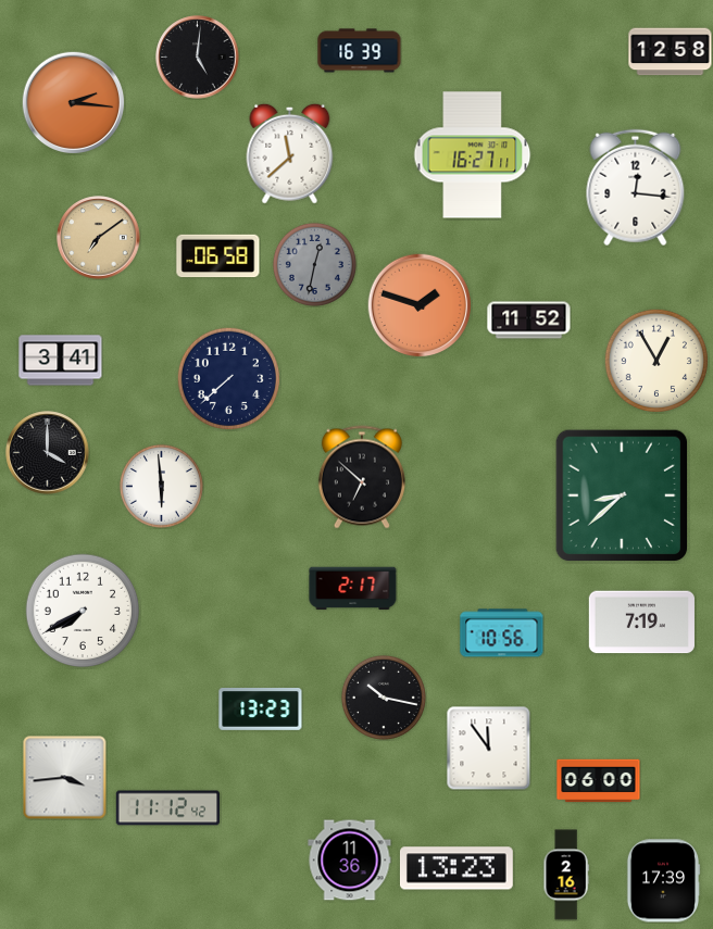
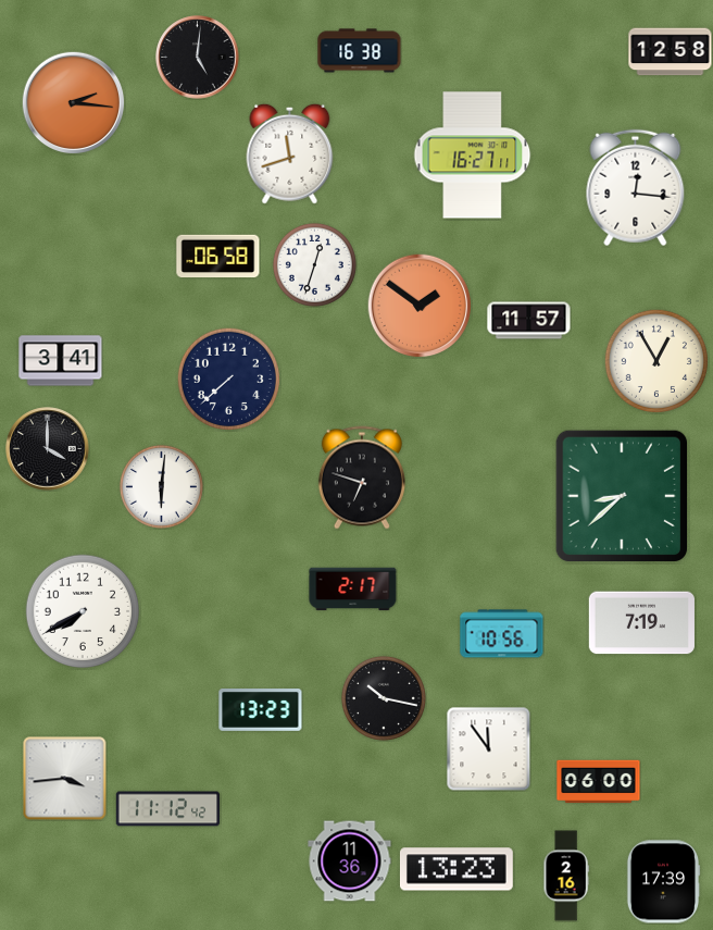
clock at (360, 51): 16:39 -> 16:38
clock at (290, 153): 11:38 -> 11:42
clock at (99, 238): 7:09 -> none
clock at (314, 264): 12:32 -> 12:33
clock at (314, 264) dial: grey -> white
clock at (420, 305): 1:48 -> 1:51
clock at (529, 321): 11:52 -> 11:57
clock at (48, 453) position: (48, 453) -> (48, 449)
clock at (362, 477): 6:52 -> 6:48
clock at (161, 486): 5:59 -> 6:01
